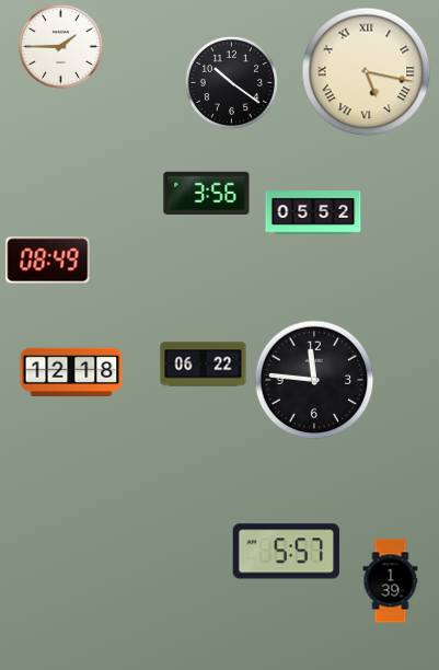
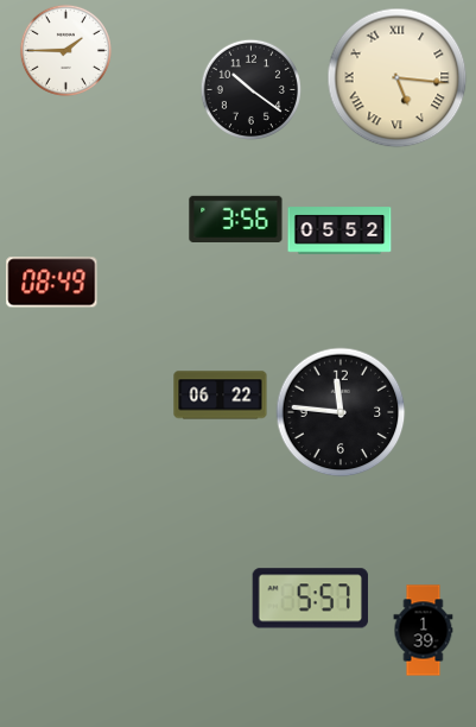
clock at (367, 72): 5:17 -> 5:16
clock at (207, 193) position: (207, 193) -> (236, 219)
clock at (71, 372): 12:18 -> none
